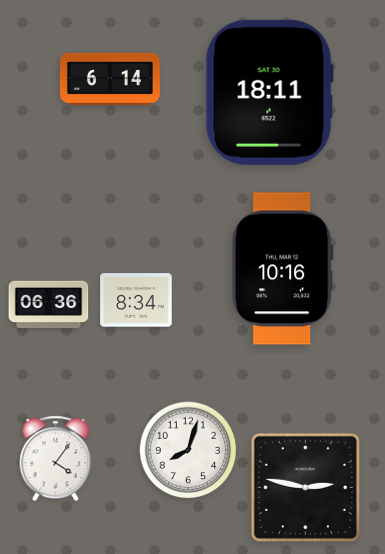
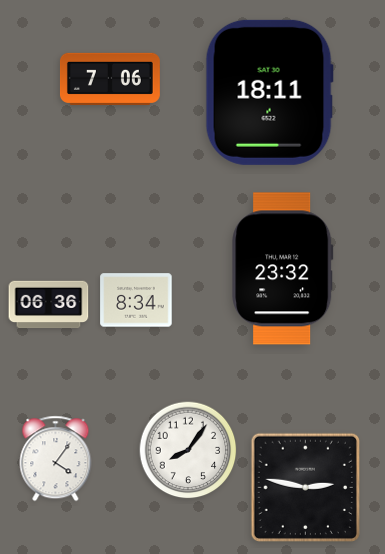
clock at (110, 79): 6:14 -> 7:06
clock at (283, 269): 10:16 -> 23:32
clock at (188, 450): 8:03 -> 8:06
